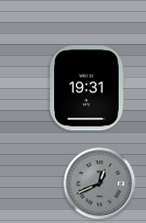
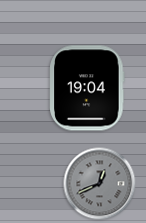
clock at (87, 88): 19:31 -> 19:04
